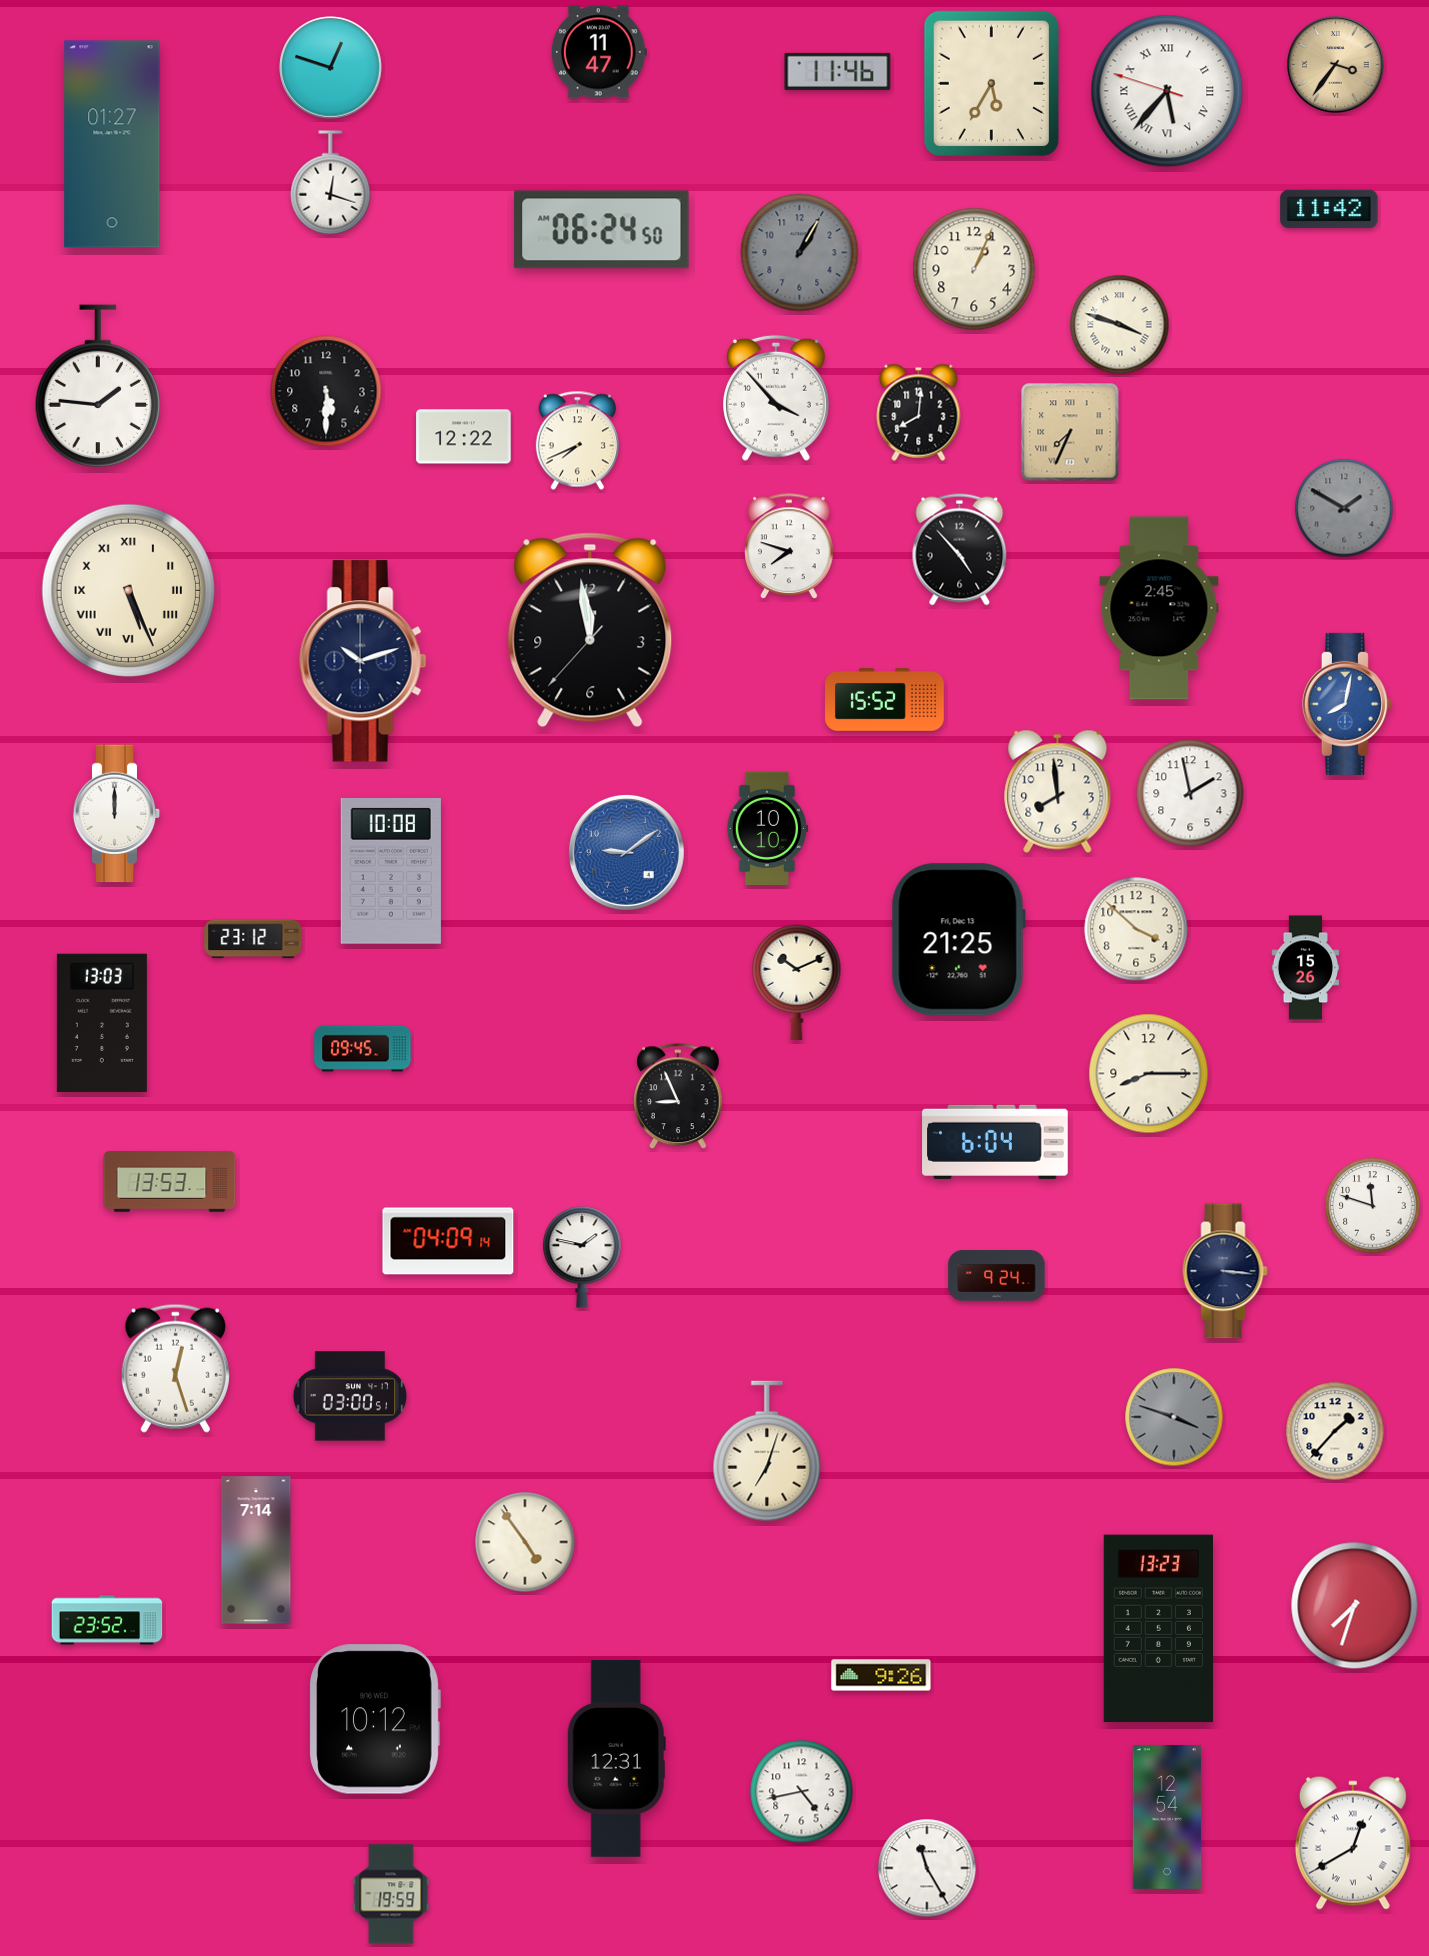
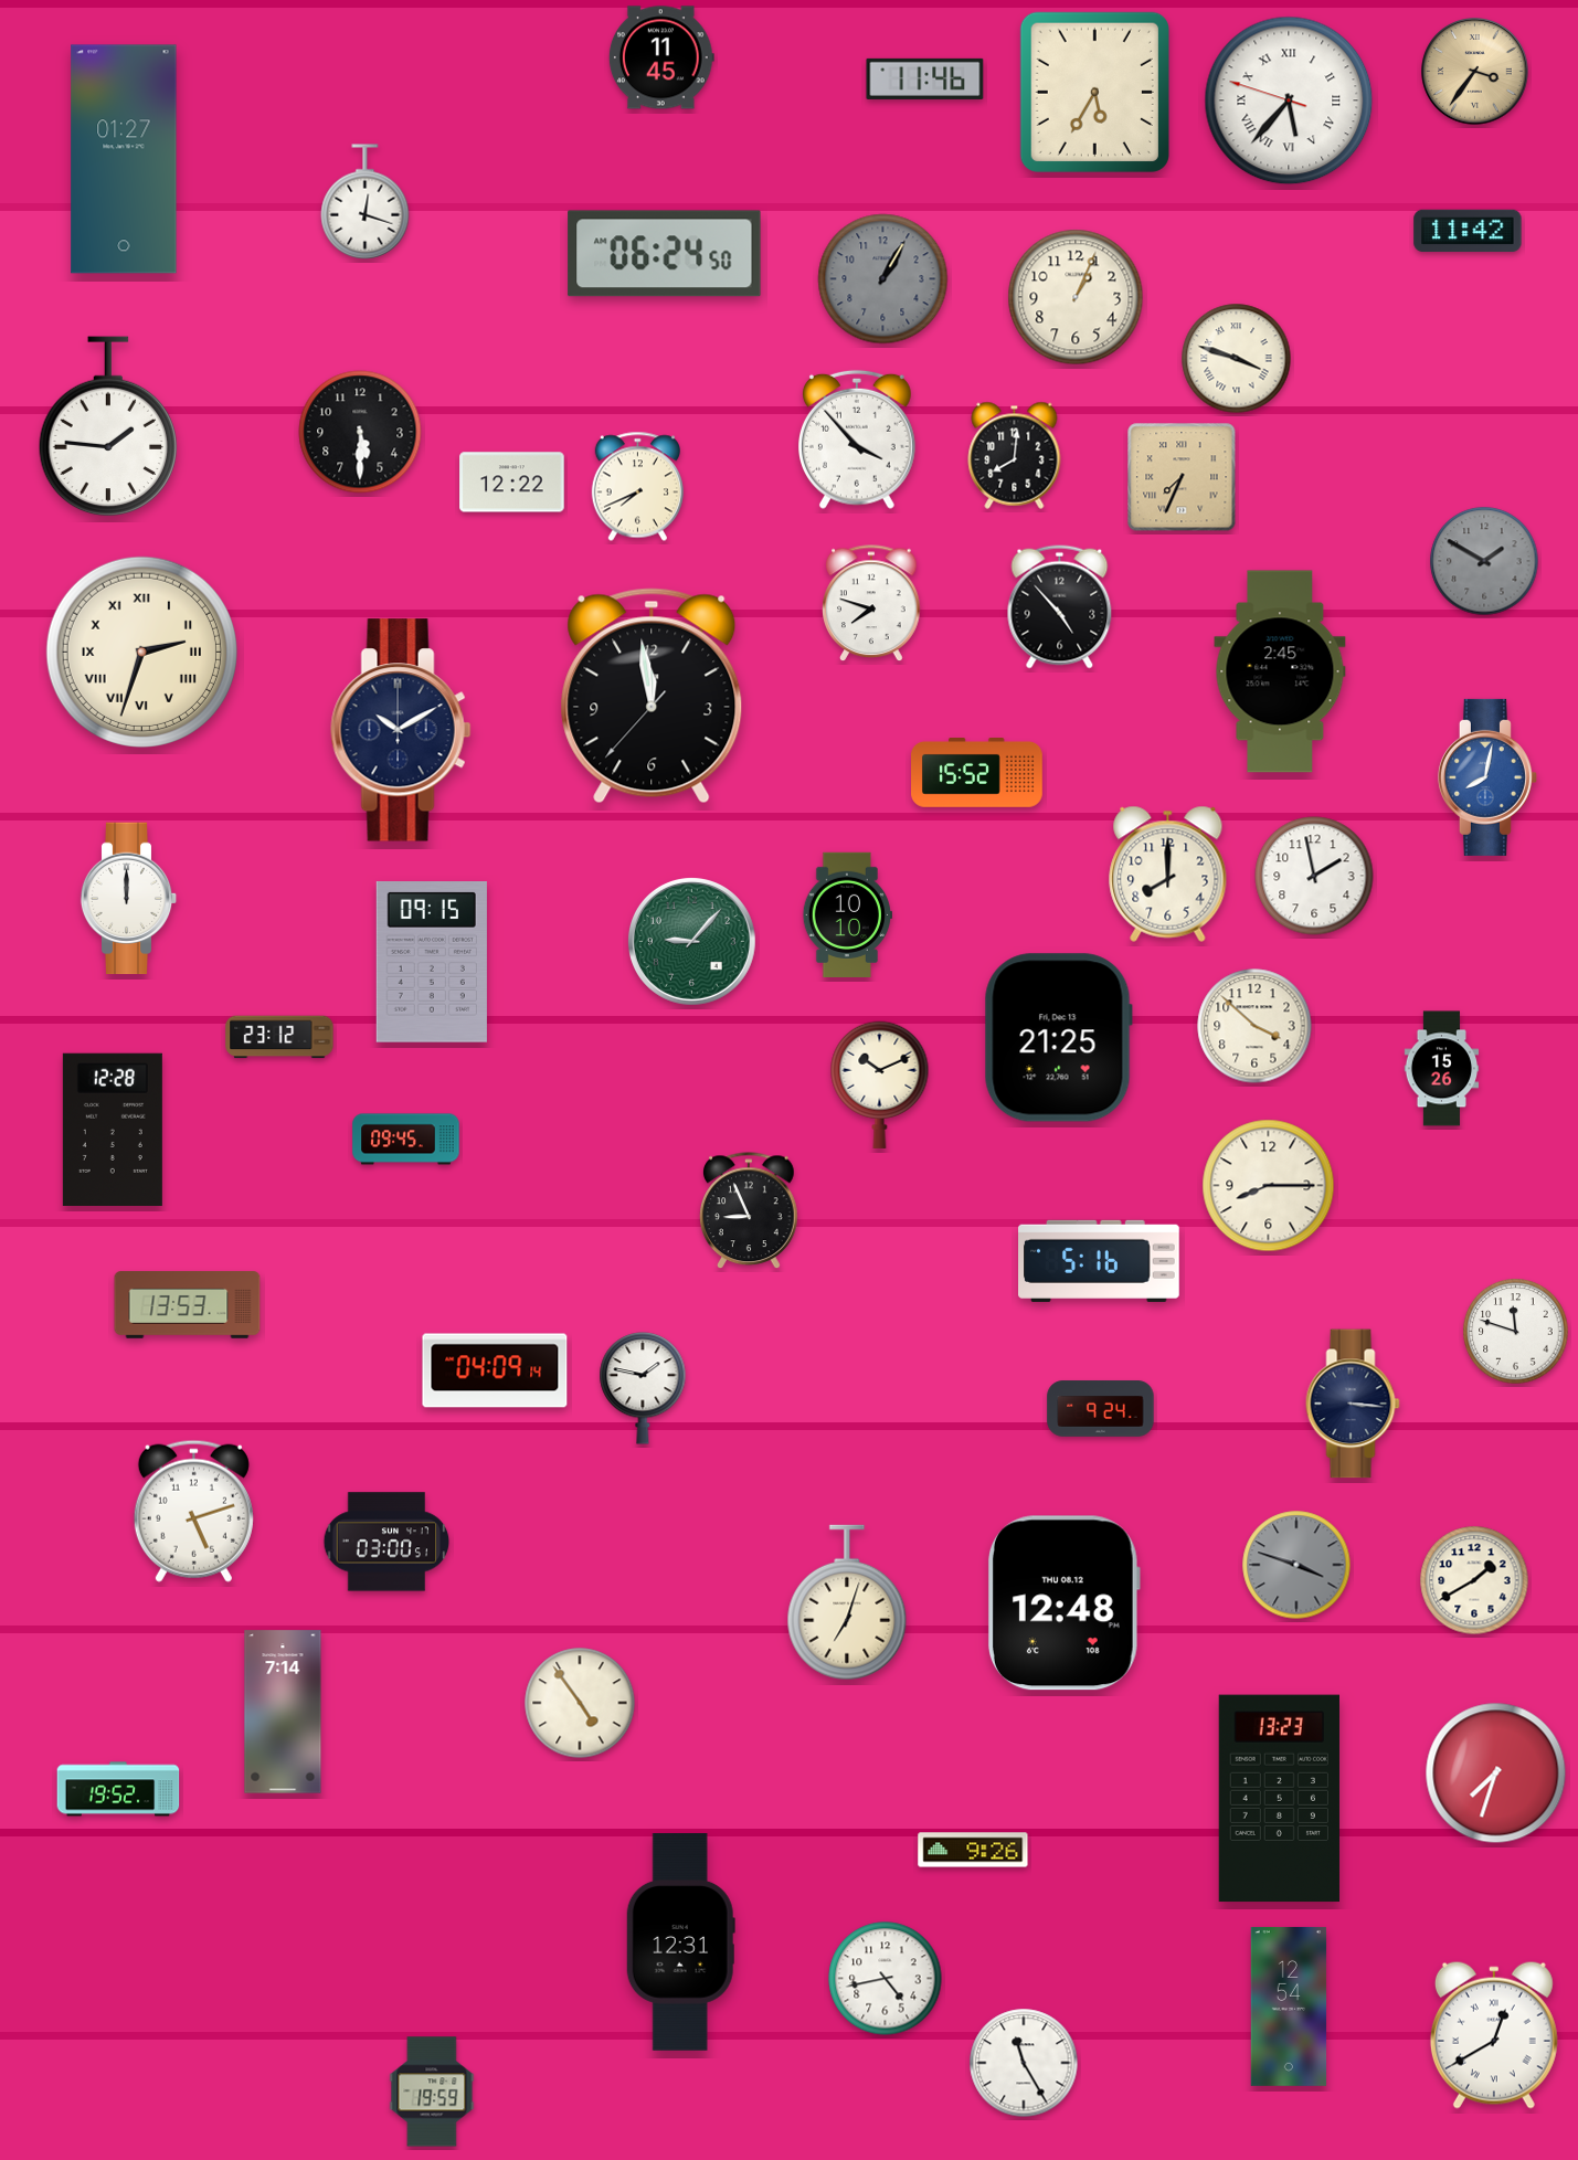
clock at (599, 52): 11:47 -> 11:45
clock at (331, 68): 12:48 -> none
clock at (128, 590): 5:26 -> 2:33
clock at (363, 661): 10:12 -> 10:10
clock at (1058, 791): 7:59 -> 8:00
clock at (626, 852): 9:09 -> 9:07
clock at (626, 852) dial: blue -> green
clock at (391, 872): 10:08 -> 09:15
clock at (102, 1023): 13:03 -> 12:28
clock at (363, 1049) position: (363, 1049) -> (406, 1140)
clock at (995, 1142): 6:04 -> 5:16
clock at (175, 1368): 12:27 -> 5:12
clock at (1335, 1431): 1:37 -> 1:40
clock at (1063, 1603): none -> 12:48
clock at (107, 1620): 23:52 -> 19:52
clock at (375, 1719): 10:12 -> none
